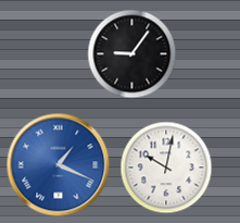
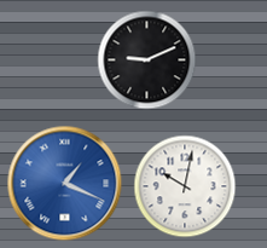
clock at (132, 54): 9:06 -> 9:11
